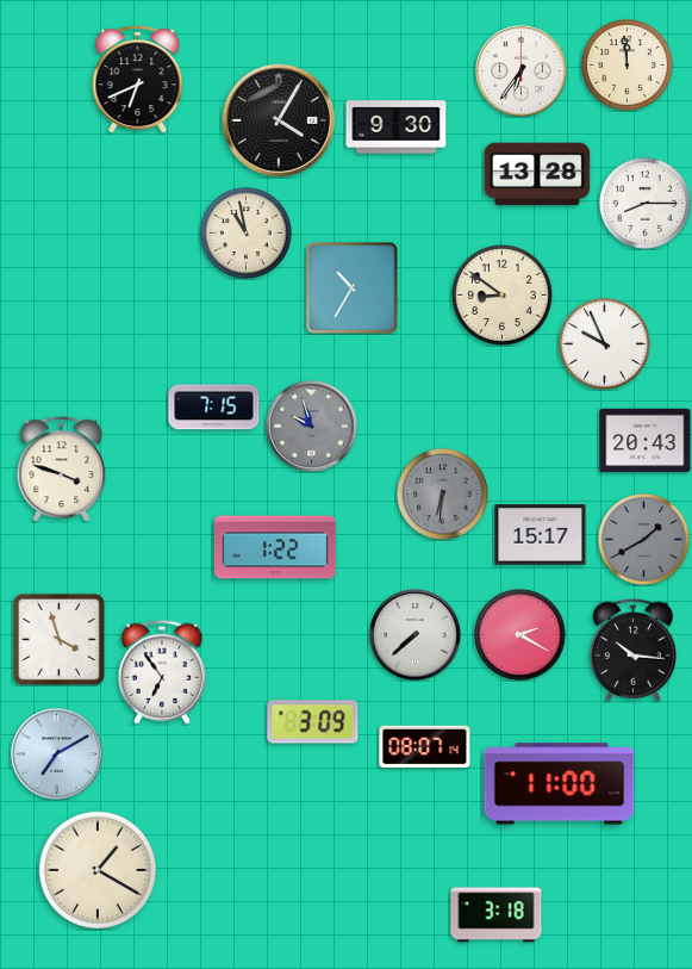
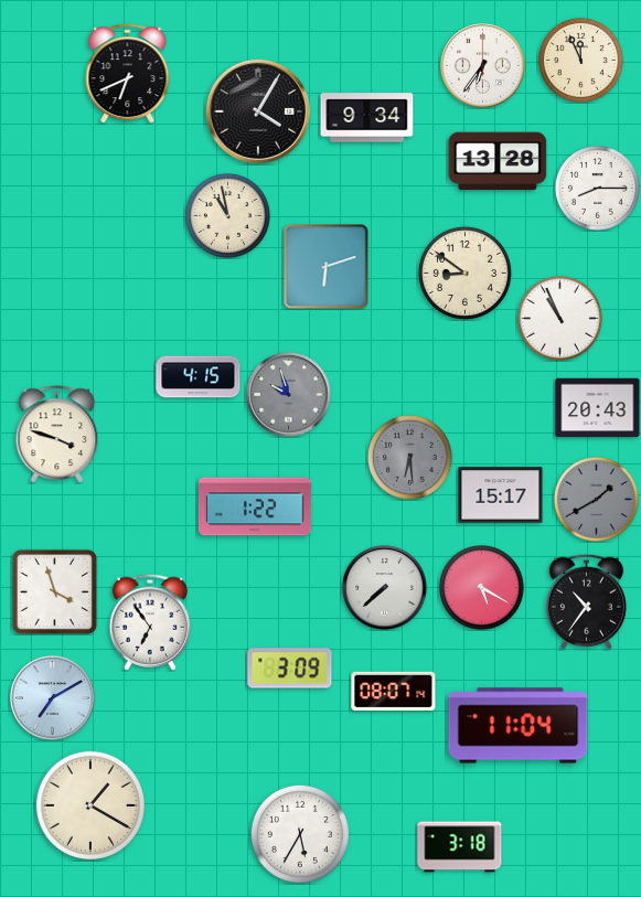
clock at (626, 64): 11:59 -> 11:56
clock at (397, 128): 9:30 -> 9:34
clock at (353, 288): 10:35 -> 6:12
clock at (604, 343): 9:56 -> 10:56
clock at (214, 408): 7:15 -> 4:15
clock at (442, 493): 6:31 -> 6:29
clock at (519, 634): 2:20 -> 5:20
clock at (632, 650): 10:16 -> 10:36
clock at (560, 784): 11:00 -> 11:04
clock at (300, 834): none -> 5:35
